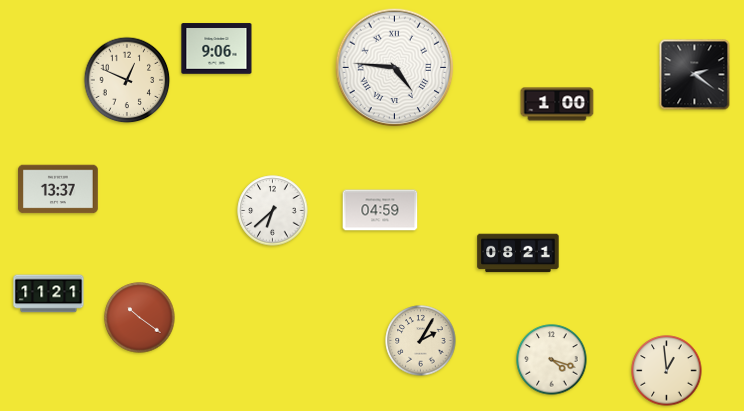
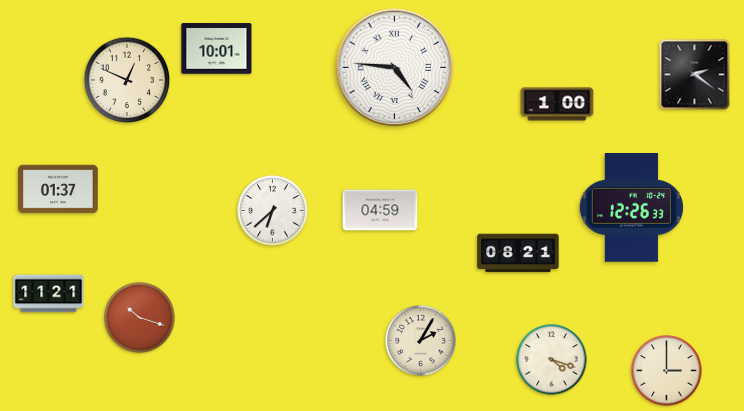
clock at (217, 49): 9:06 -> 10:01
clock at (58, 189): 13:37 -> 01:37
clock at (631, 208): none -> 12:26
clock at (140, 318): 10:21 -> 10:18
clock at (667, 371): 12:59 -> 3:00
